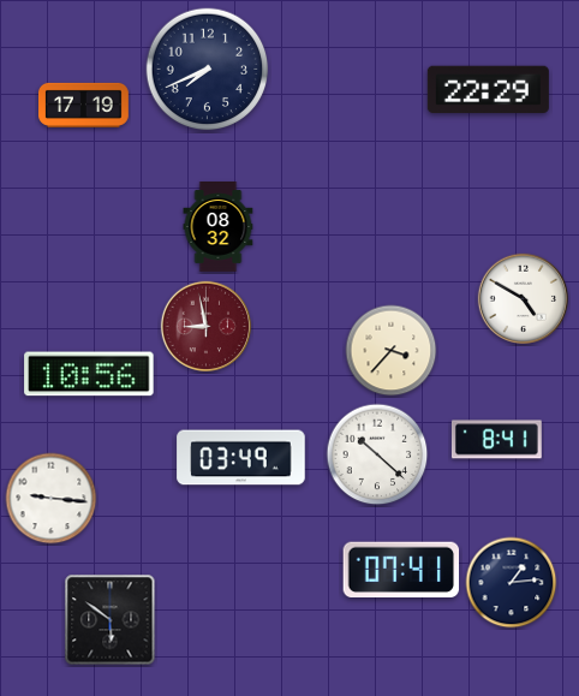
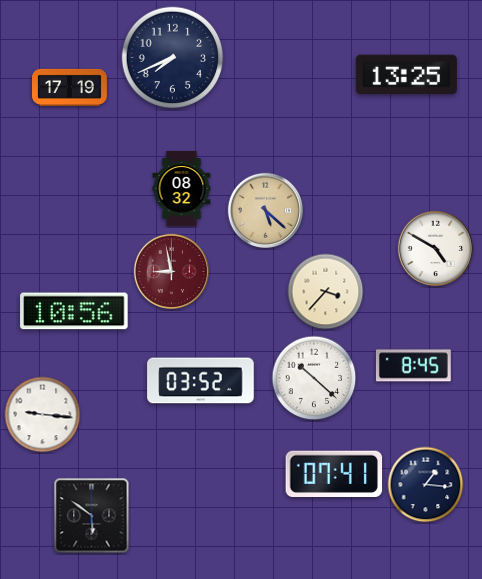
clock at (488, 90): 22:29 -> 13:25
clock at (265, 210): none -> 5:22
clock at (496, 440): 8:41 -> 8:45
clock at (241, 458): 03:49 -> 03:52
clock at (512, 583): 1:14 -> 1:16
